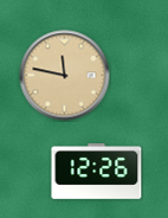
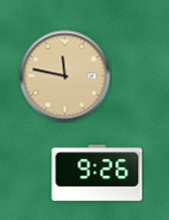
clock at (97, 171): 12:26 -> 9:26
